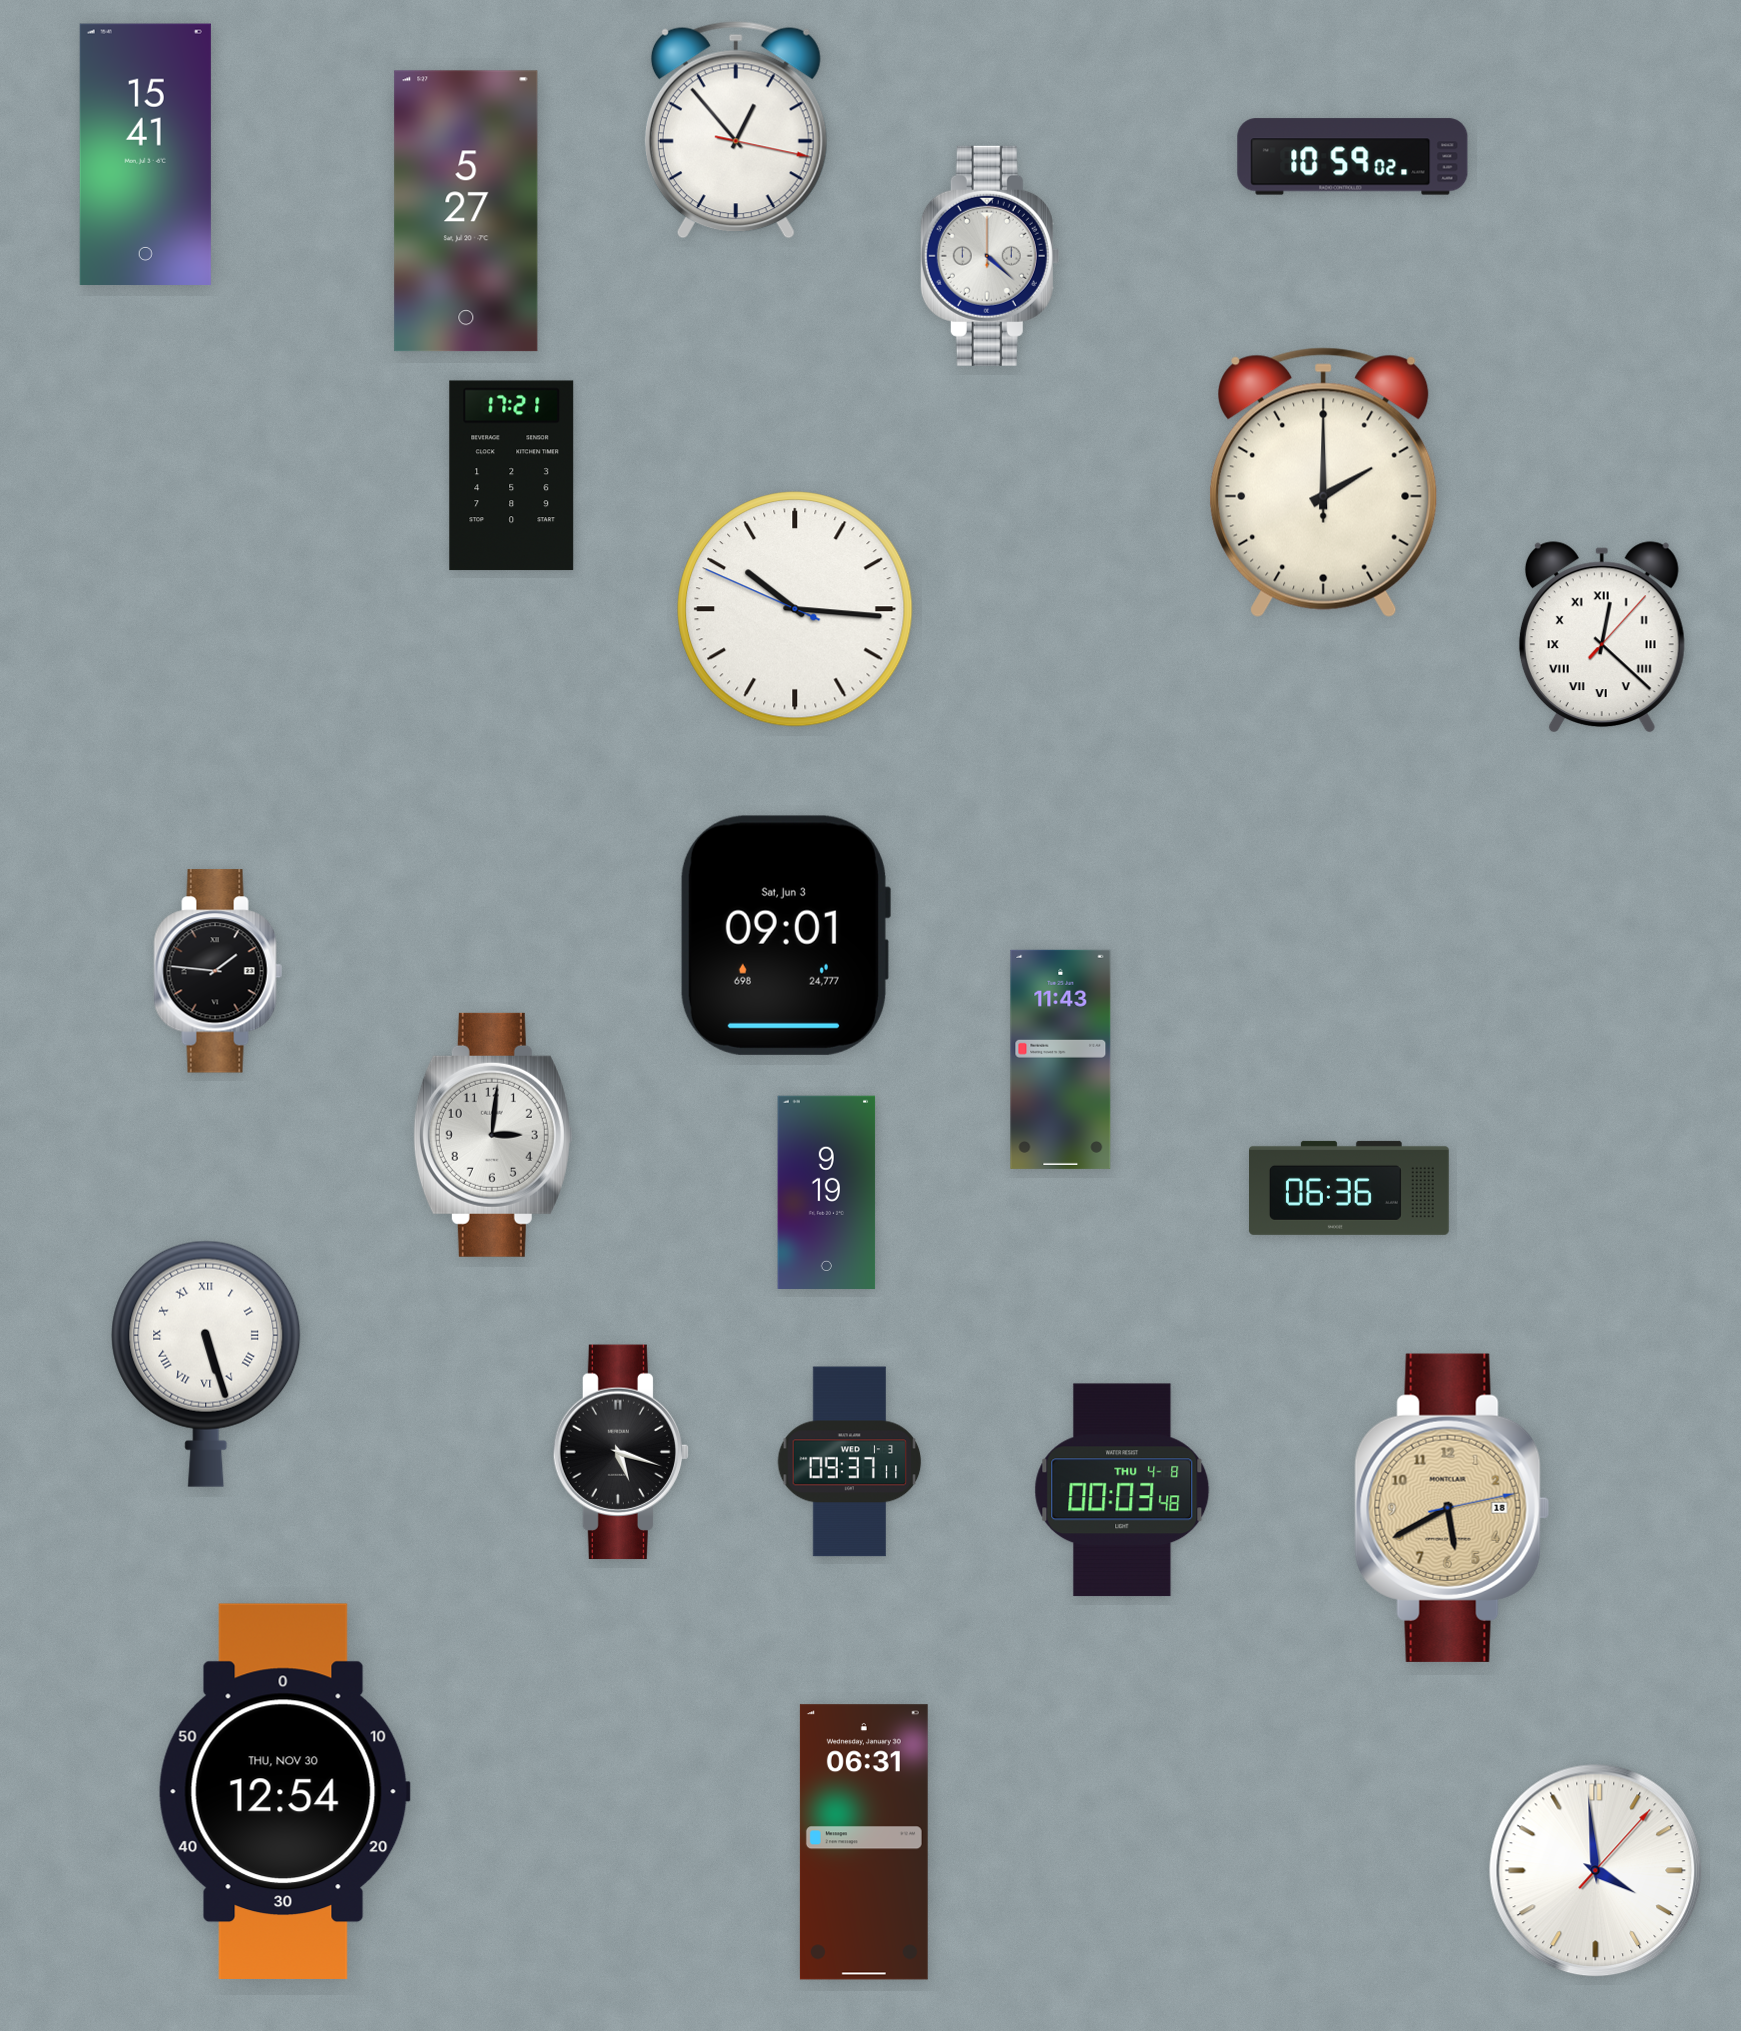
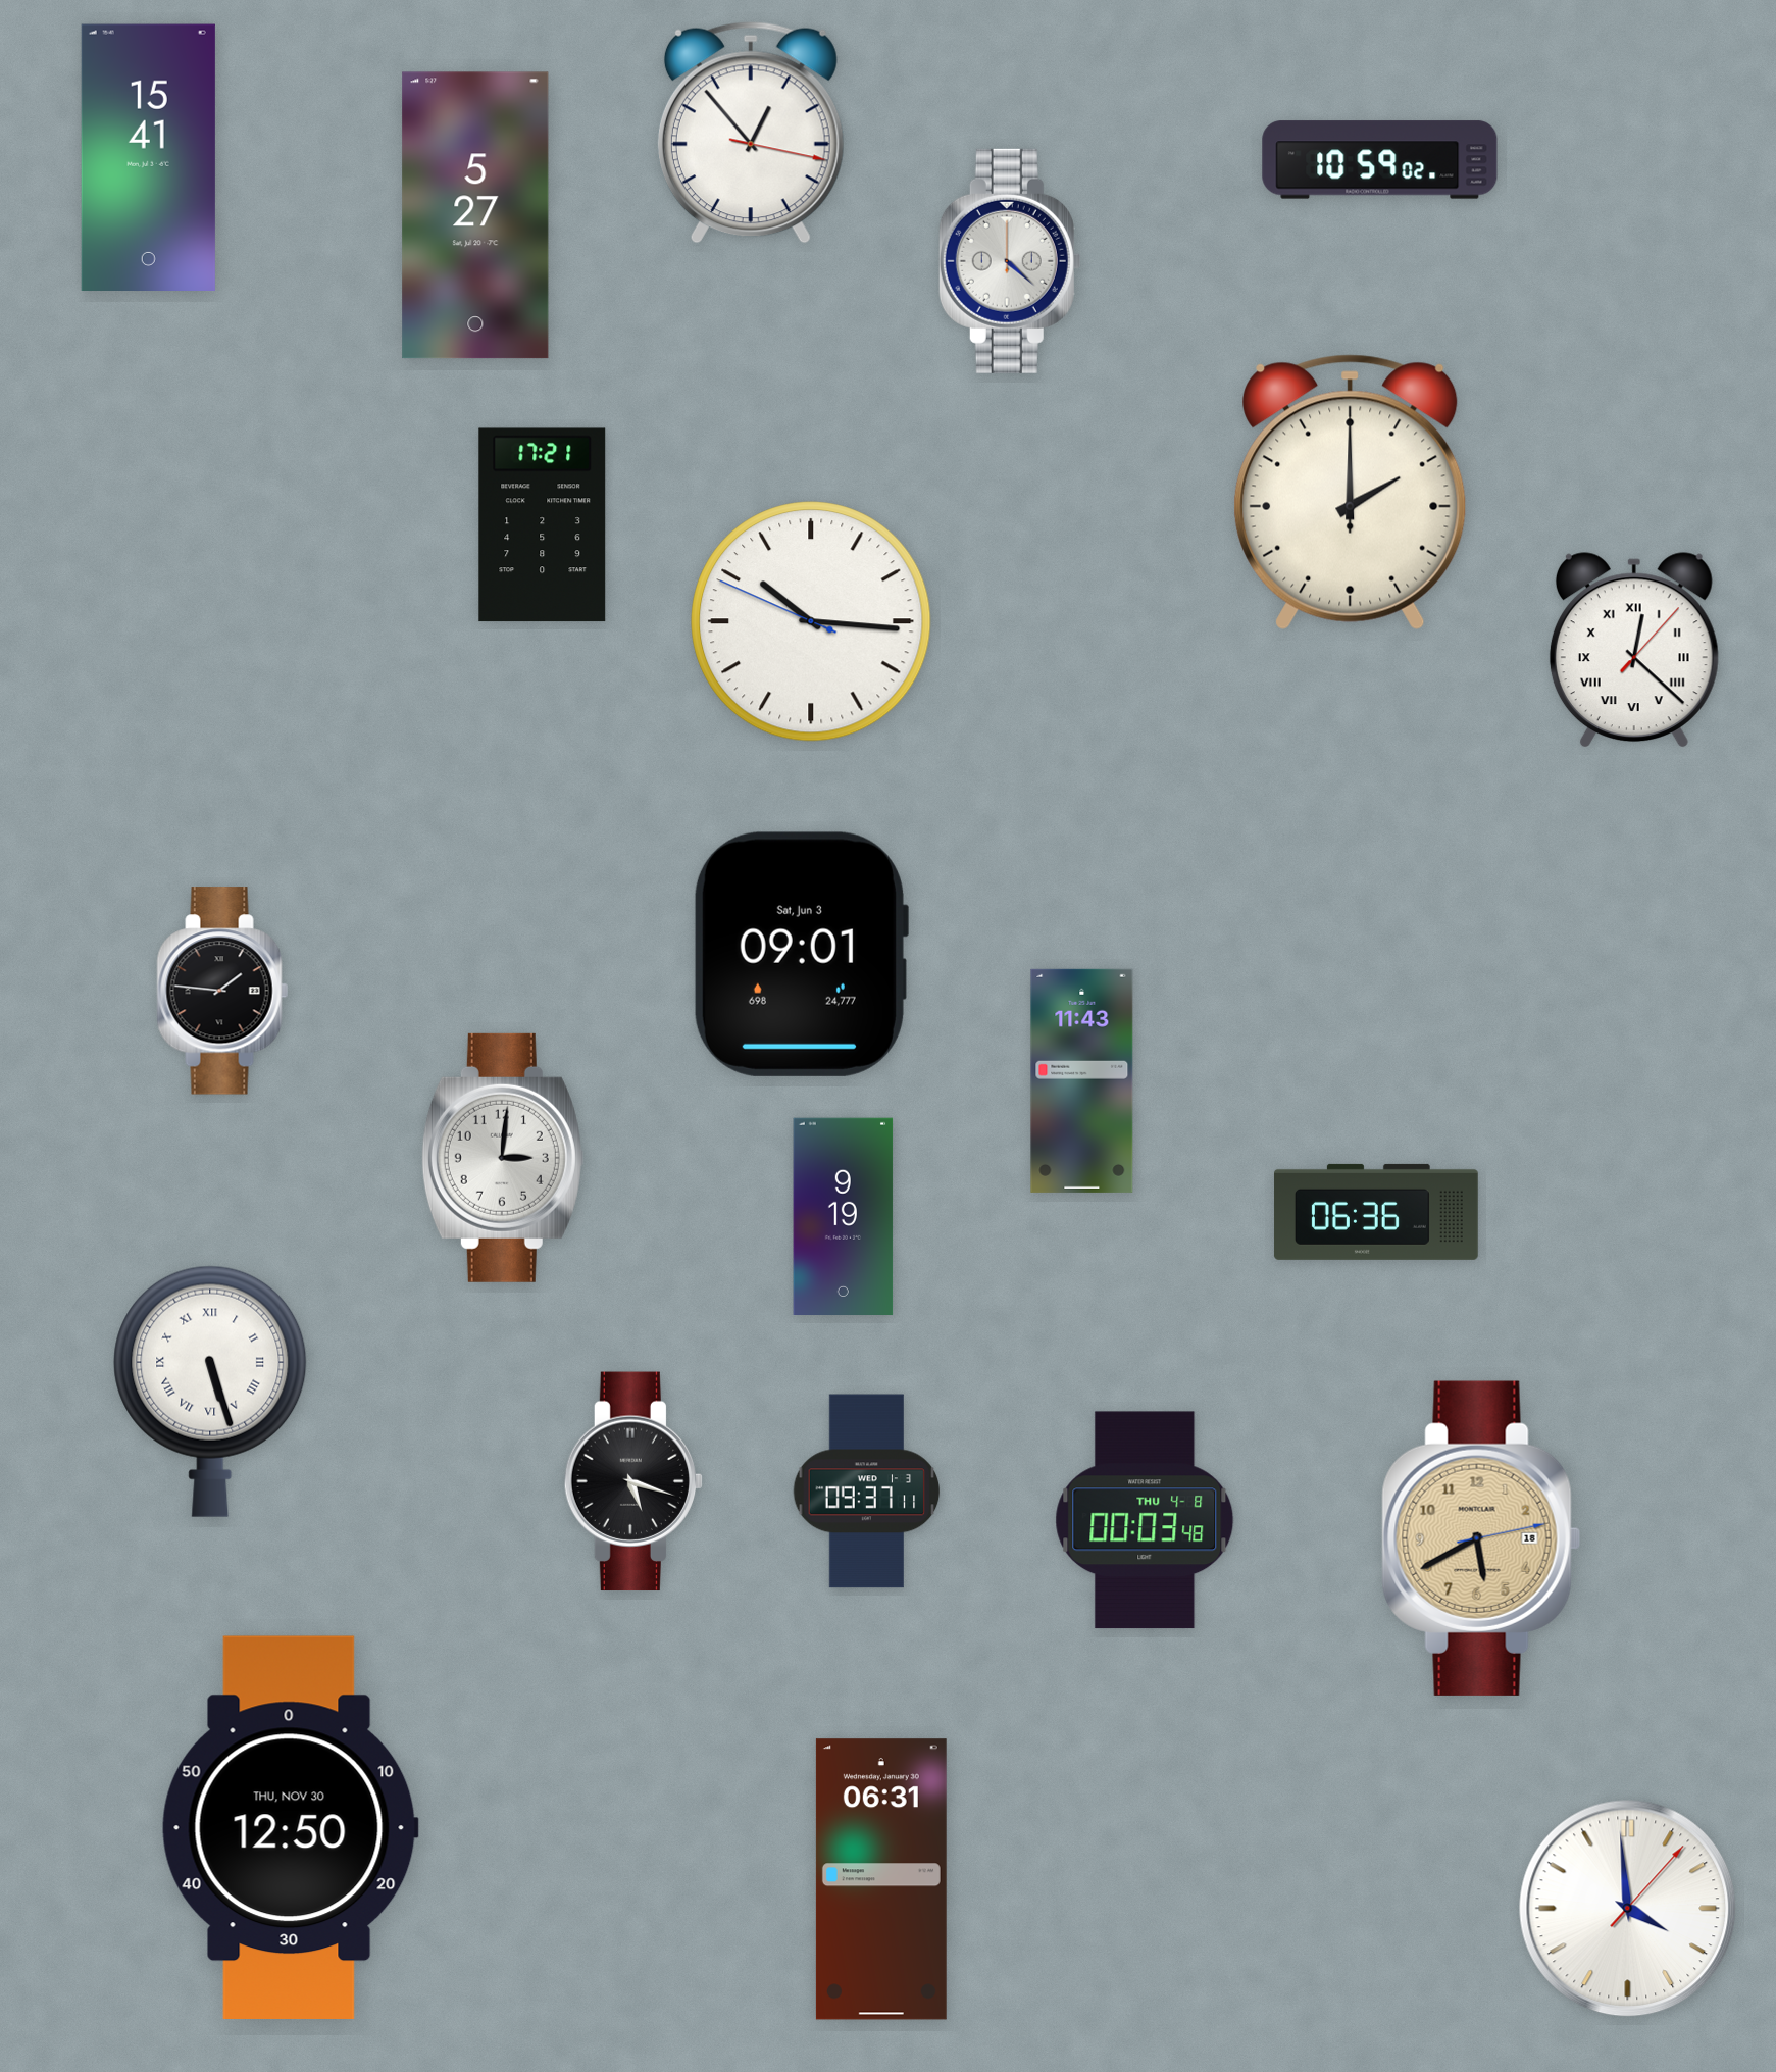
clock at (512, 476) position: (512, 476) -> (543, 525)
clock at (284, 1791): 12:54 -> 12:50
